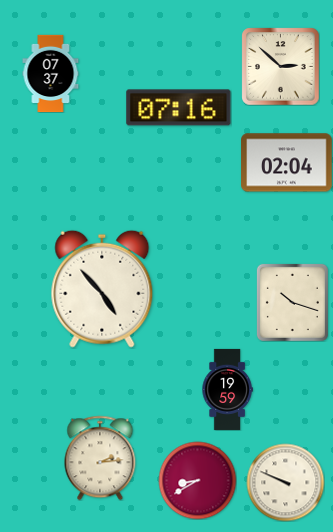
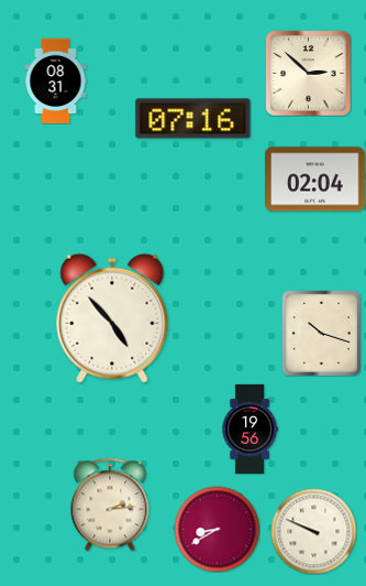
clock at (51, 73): 07:37 -> 08:31
clock at (179, 108) position: (179, 108) -> (193, 119)
clock at (227, 389): 19:59 -> 19:56
